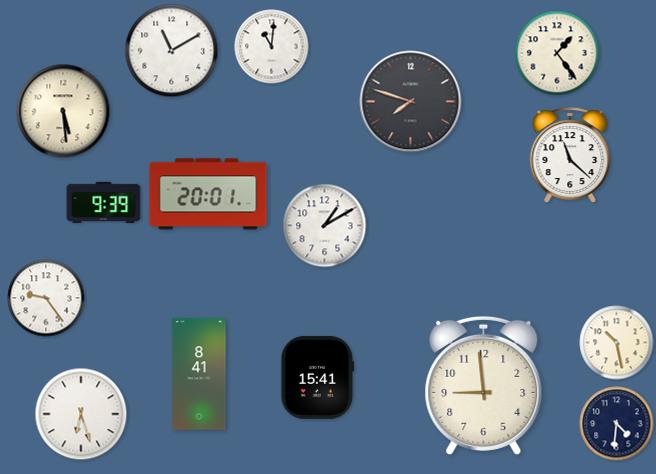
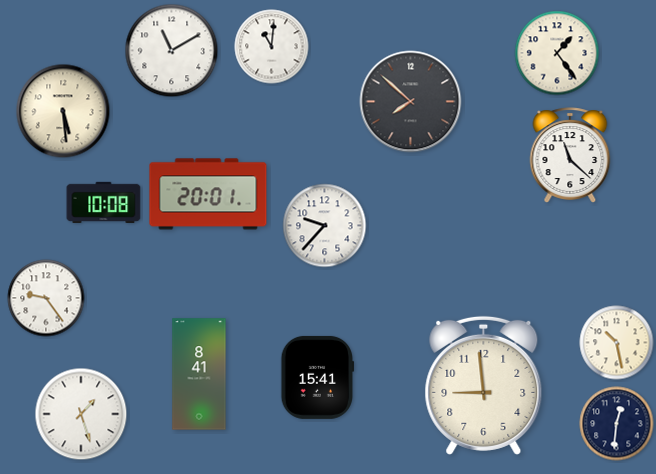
clock at (411, 102): 7:48 -> 7:52
clock at (104, 202): 9:39 -> 10:08
clock at (325, 226): 1:10 -> 9:37
clock at (81, 414): 6:27 -> 1:27
clock at (617, 424): 4:31 -> 12:31
